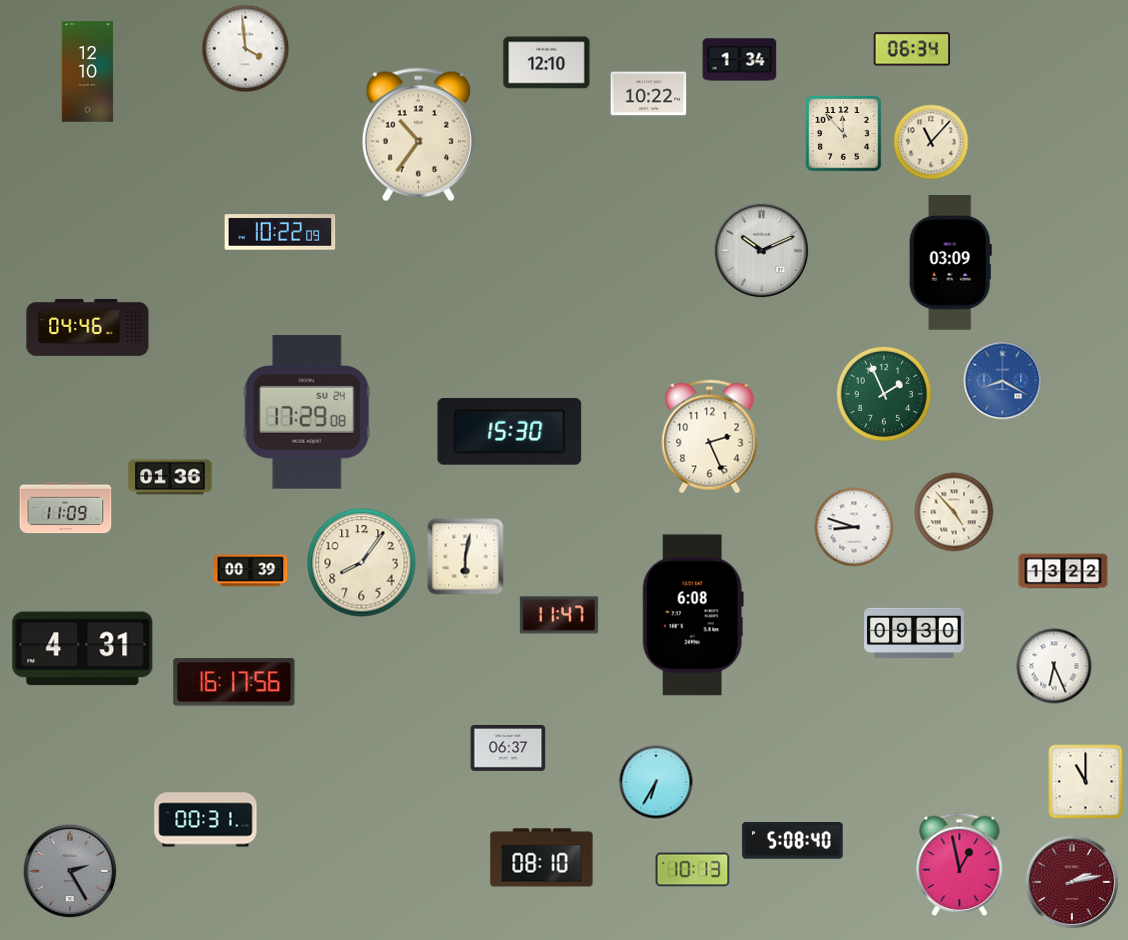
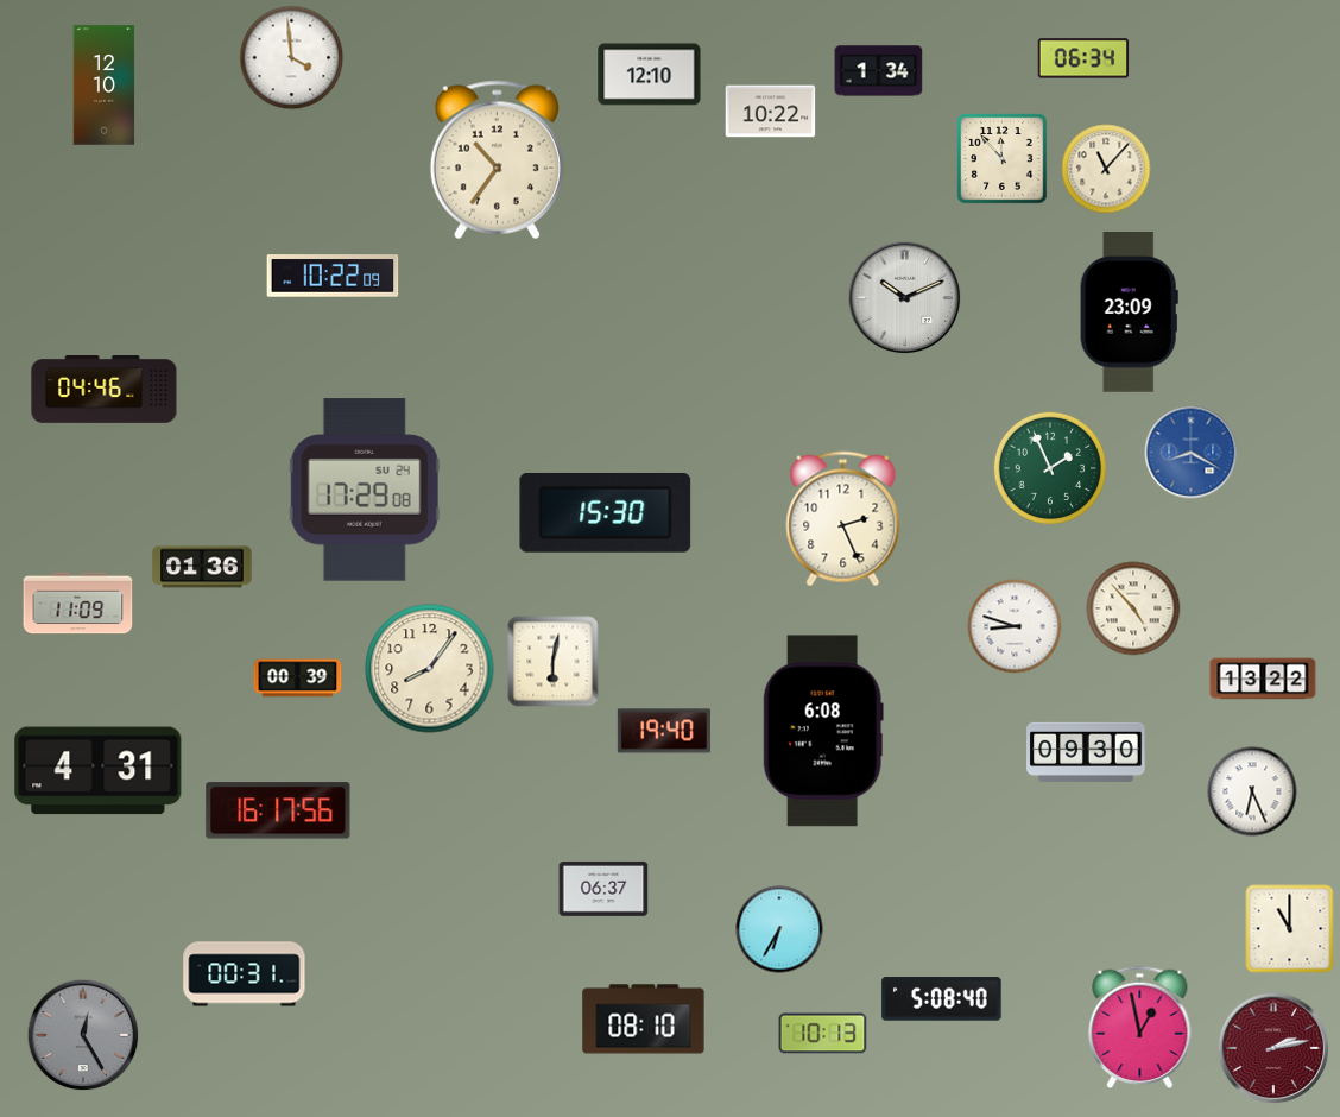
clock at (950, 263): 03:09 -> 23:09
clock at (559, 615): 11:47 -> 19:40
clock at (70, 871): 2:25 -> 12:25
